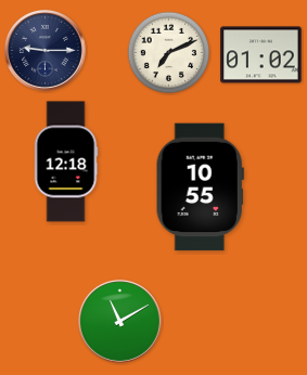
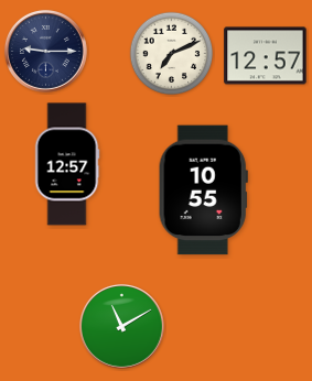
clock at (261, 55): 01:02 -> 12:57
clock at (66, 161): 12:18 -> 12:57
